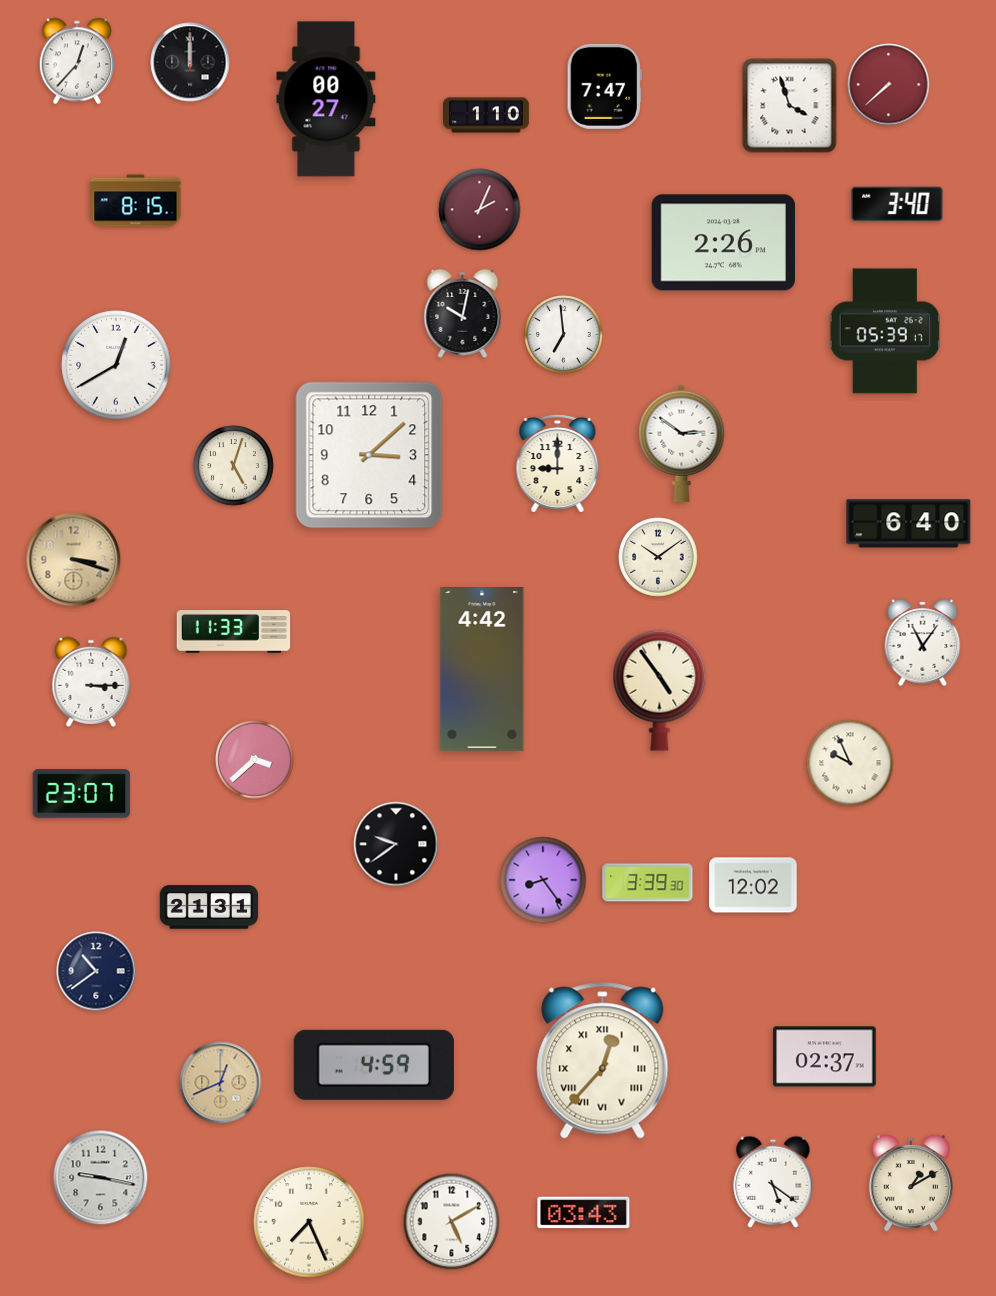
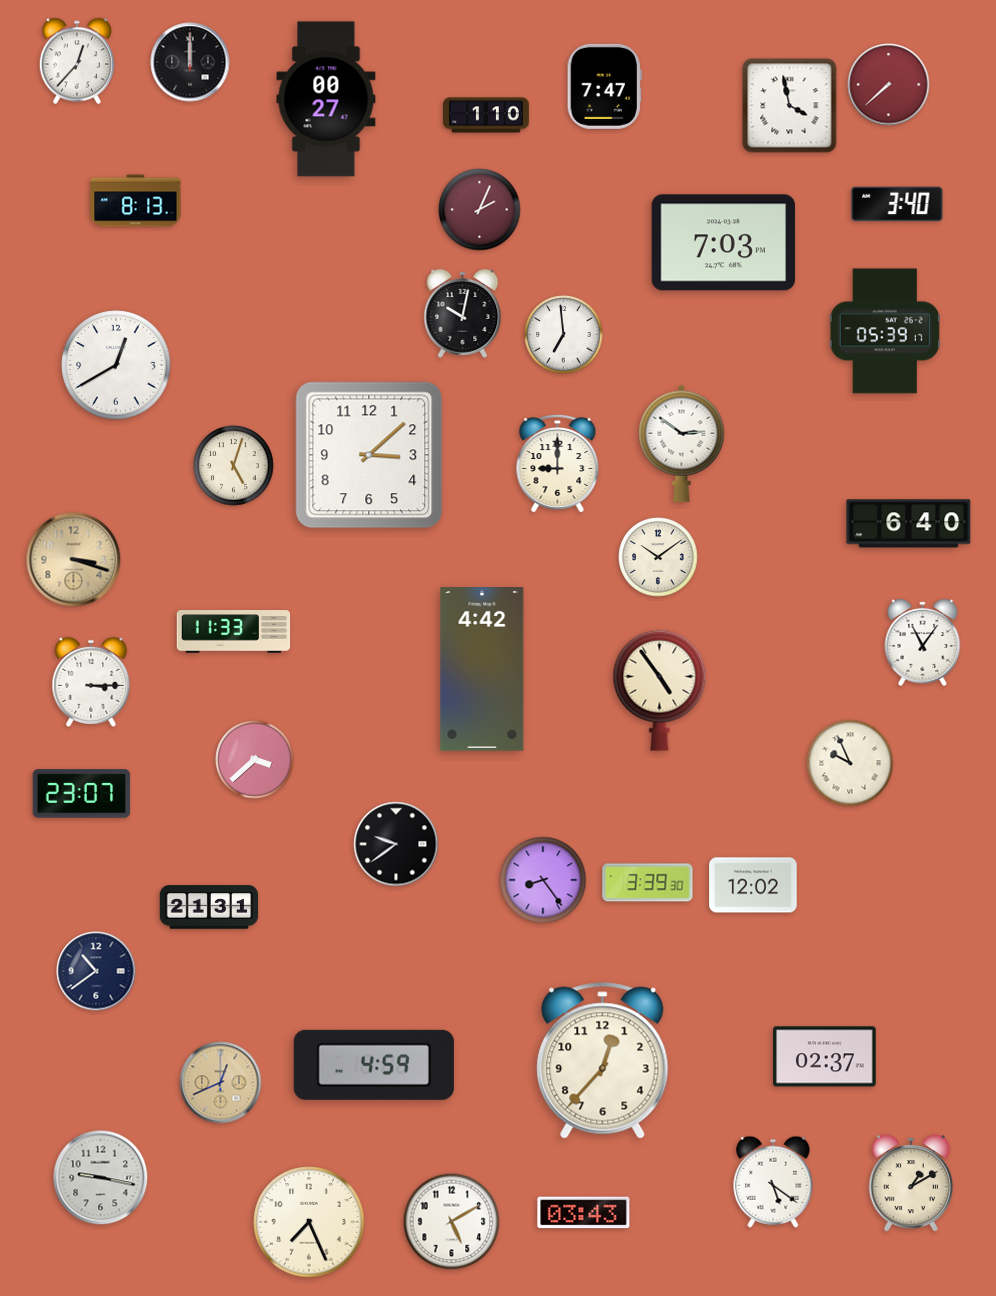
clock at (790, 106): 3:57 -> 3:58
clock at (136, 201): 8:15 -> 8:13
clock at (724, 243): 2:26 -> 7:03
clock at (603, 1061) numerals: Roman -> Arabic
